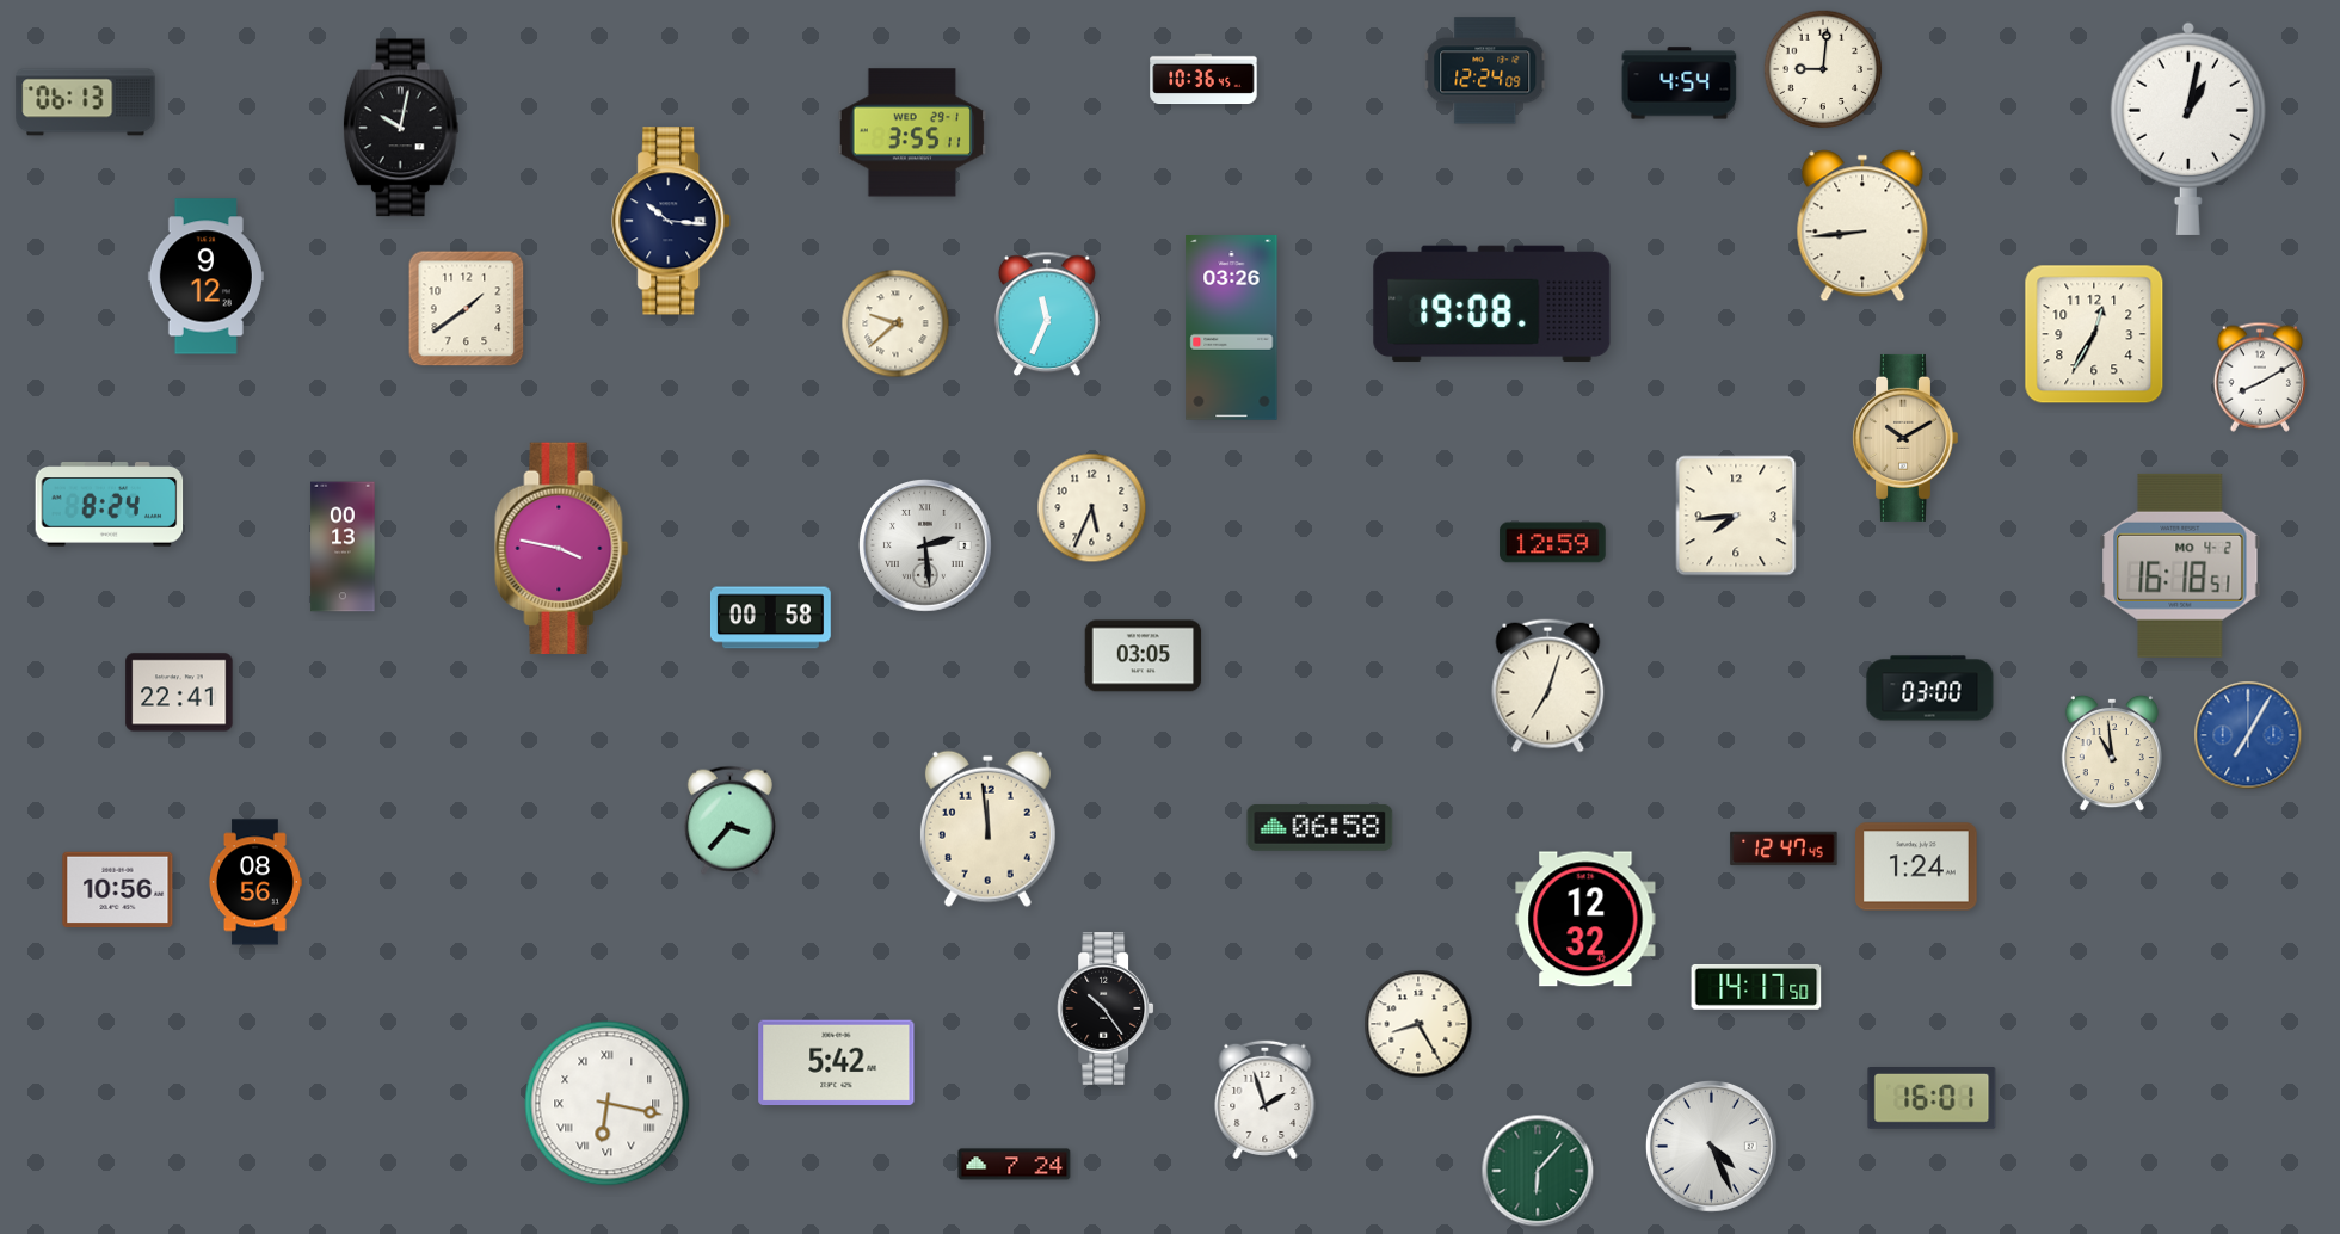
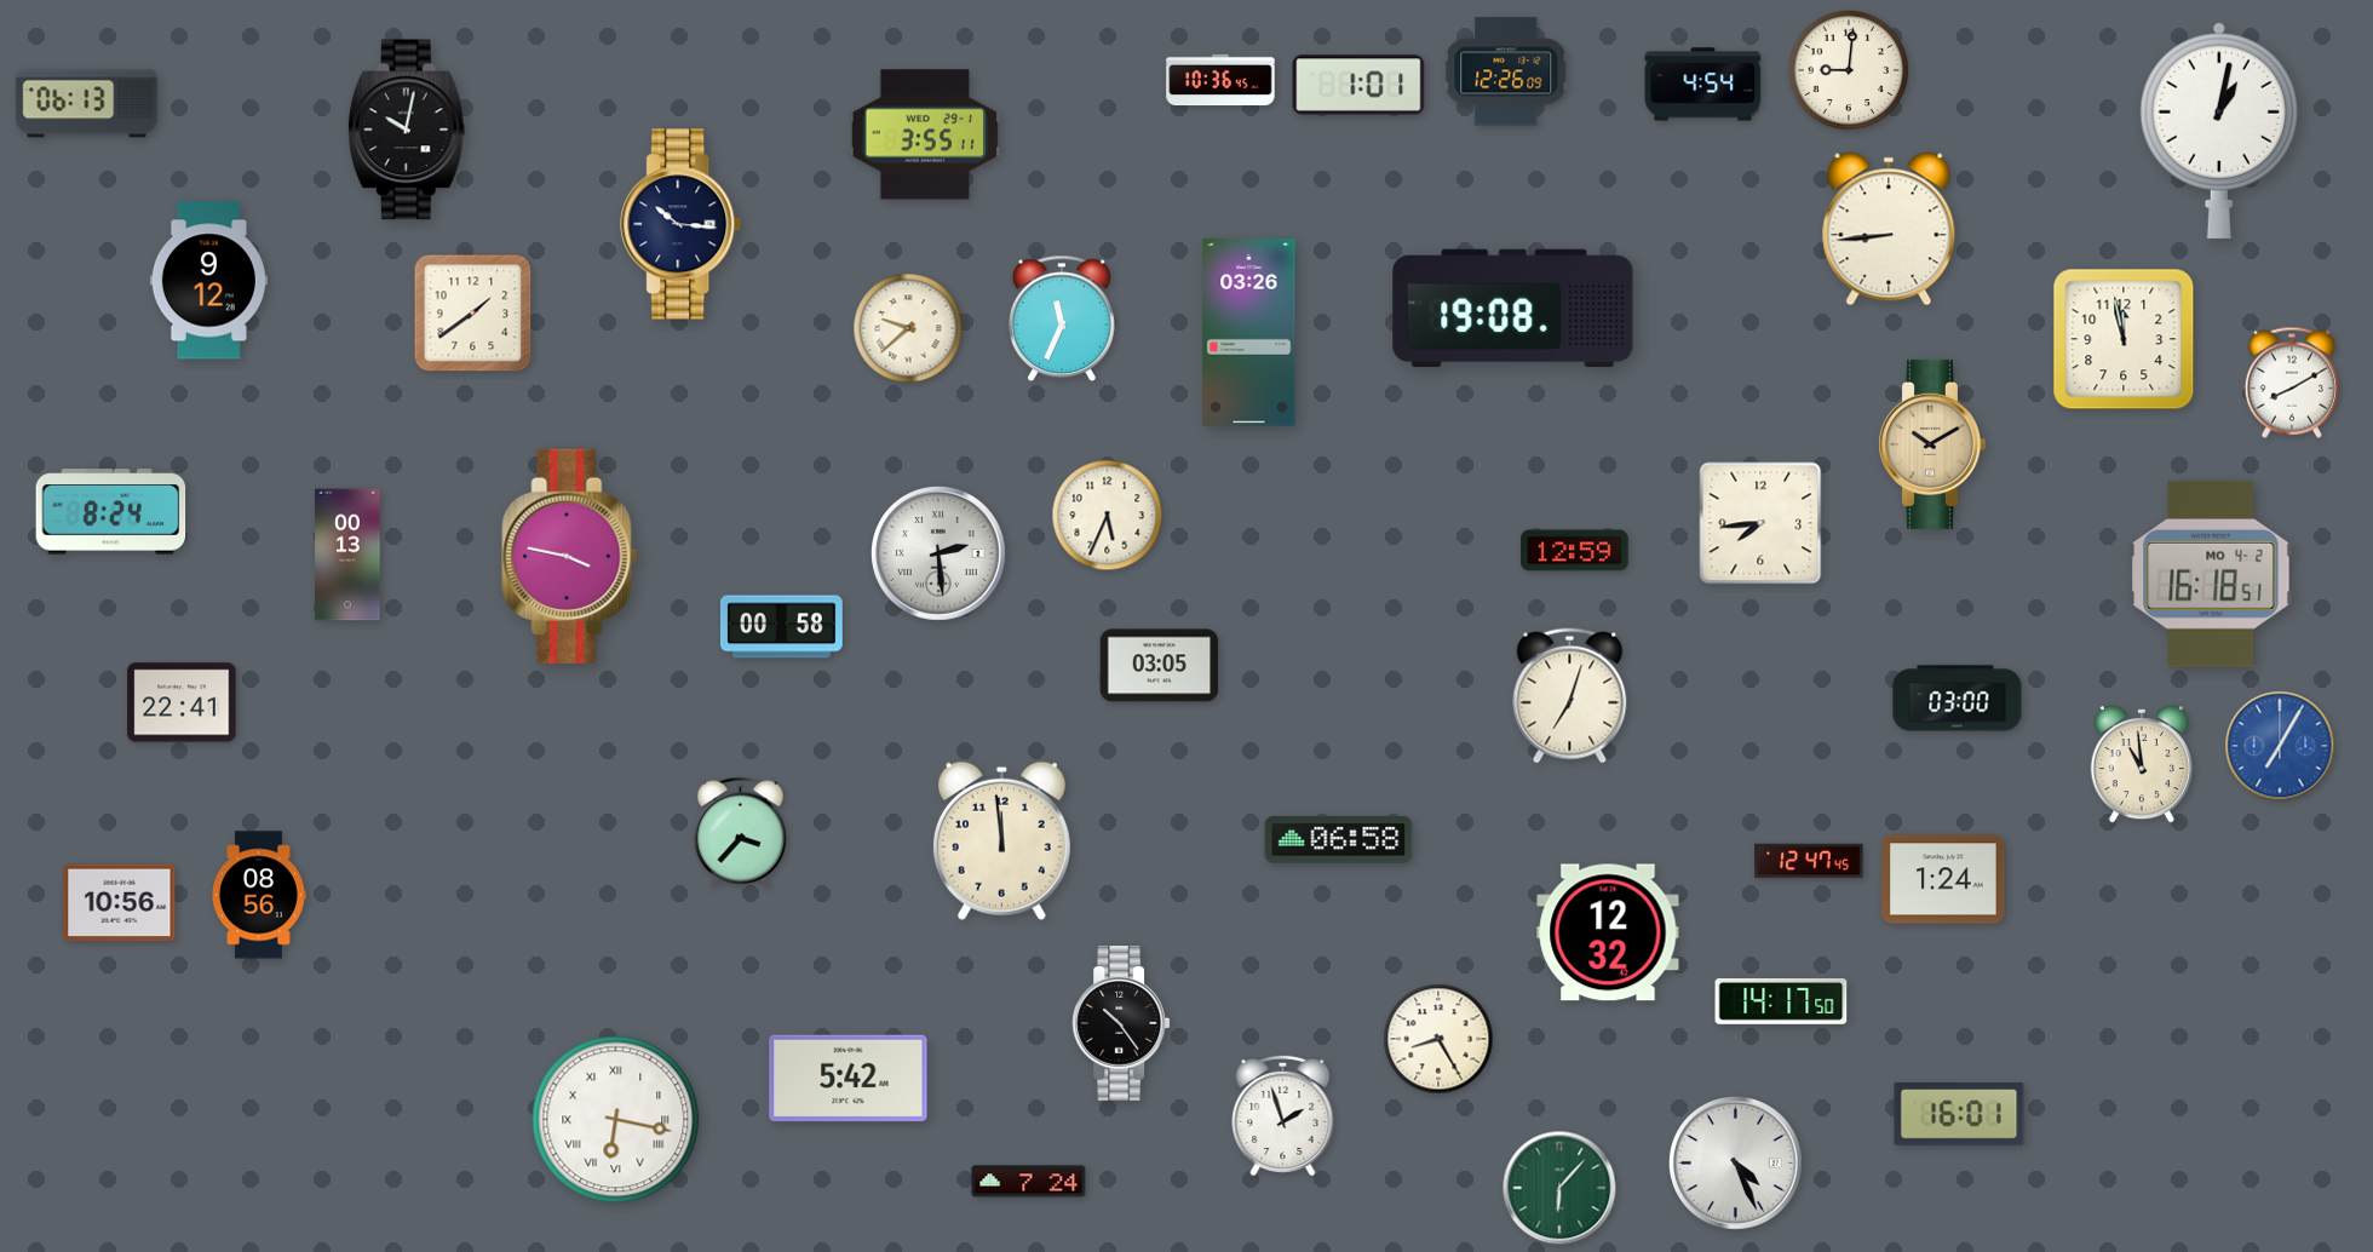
clock at (1485, 70): 12:24 -> 12:26
clock at (1358, 85): none -> 1:01
clock at (2094, 334): 12:35 -> 11:58
